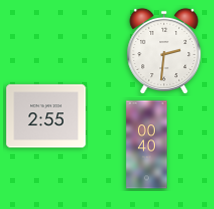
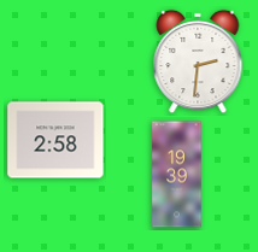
clock at (46, 116): 2:55 -> 2:58
clock at (147, 145): 00:40 -> 19:39
